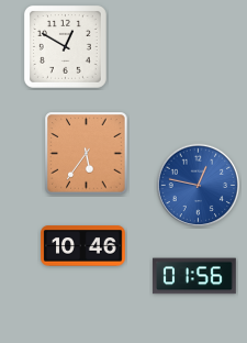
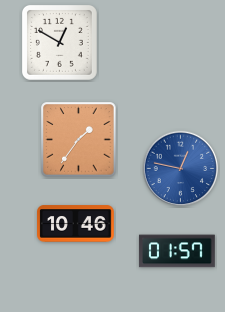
clock at (87, 154): 5:36 -> 1:36
clock at (194, 276): 01:56 -> 01:57
